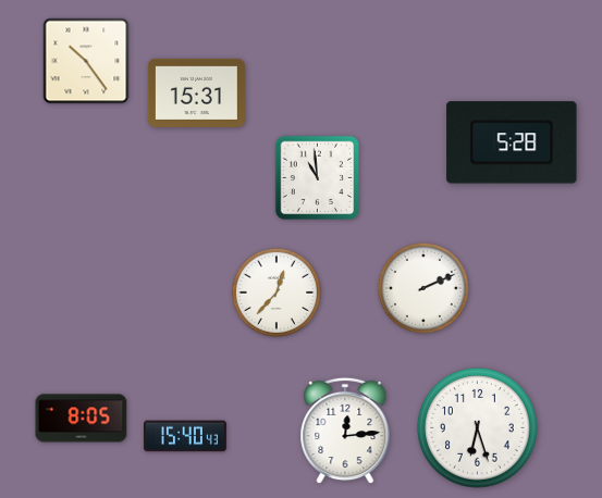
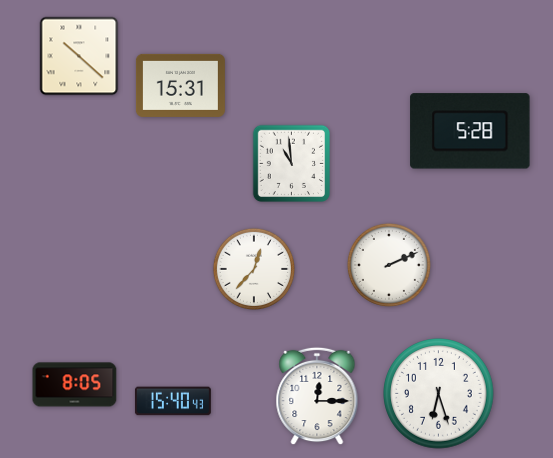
clock at (86, 61): 10:24 -> 10:22
clock at (345, 431): 12:14 -> 12:15
clock at (185, 436) position: (185, 436) -> (173, 401)
